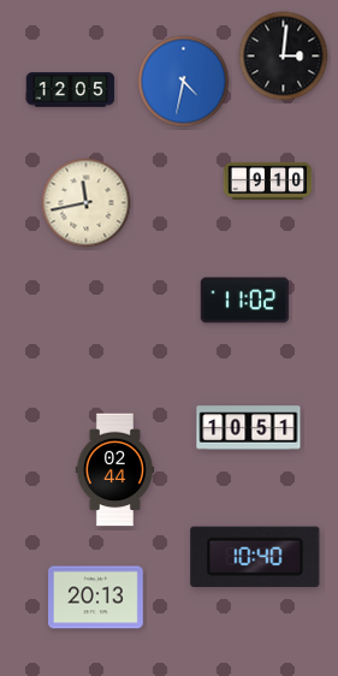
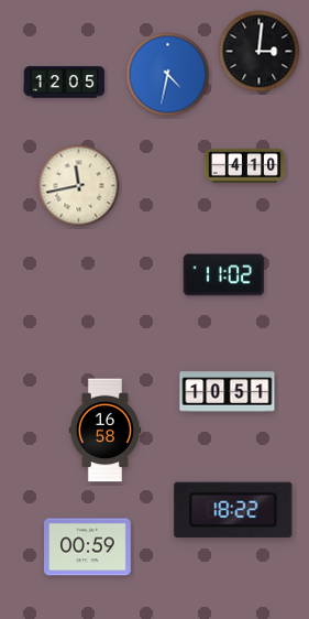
clock at (268, 180): 9:10 -> 4:10
clock at (114, 470): 02:44 -> 16:58
clock at (255, 557): 10:40 -> 18:22
clock at (96, 598): 20:13 -> 00:59
